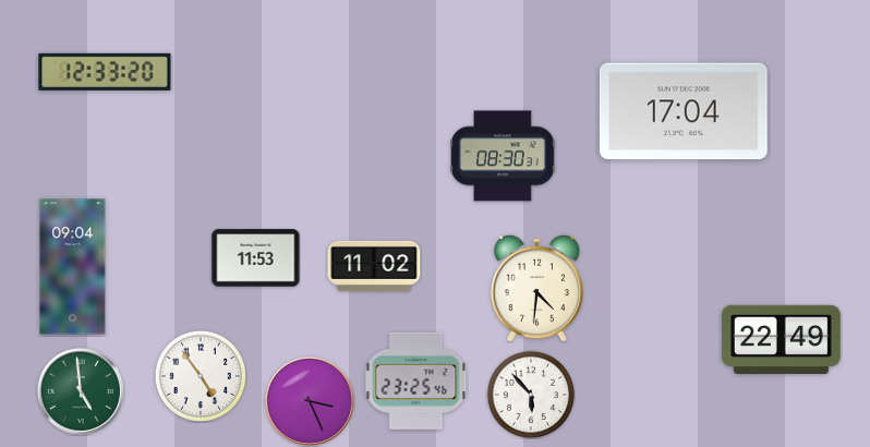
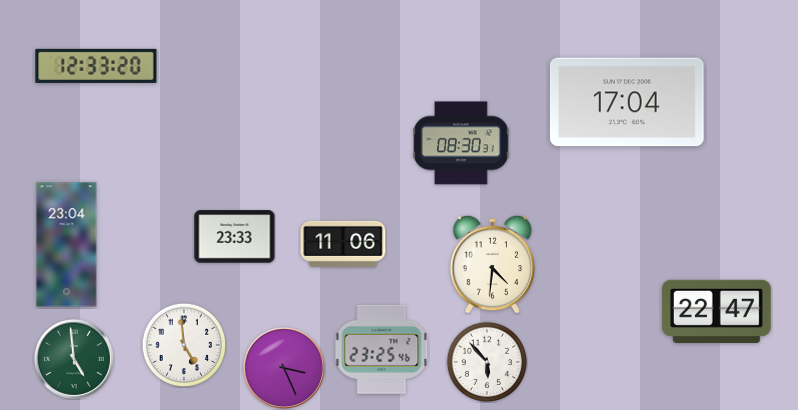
clock at (256, 258): 11:53 -> 23:33
clock at (374, 266): 11:02 -> 11:06
clock at (73, 267): 09:04 -> 23:04
clock at (781, 339): 22:49 -> 22:47
clock at (201, 376): 4:54 -> 4:59
